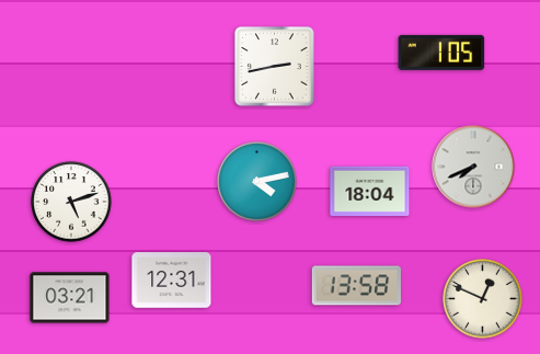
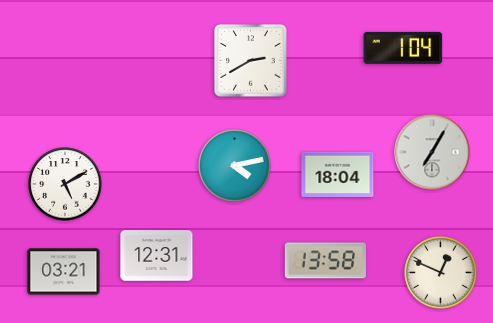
clock at (441, 53): 1:05 -> 1:04
clock at (275, 67): 2:43 -> 2:40
clock at (473, 167): 7:41 -> 7:05
clock at (71, 202): 5:12 -> 5:10
